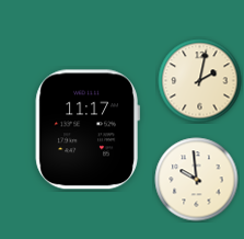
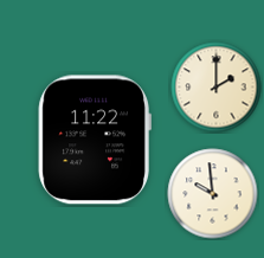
clock at (200, 81): 2:02 -> 2:00
clock at (88, 129): 11:17 -> 11:22
